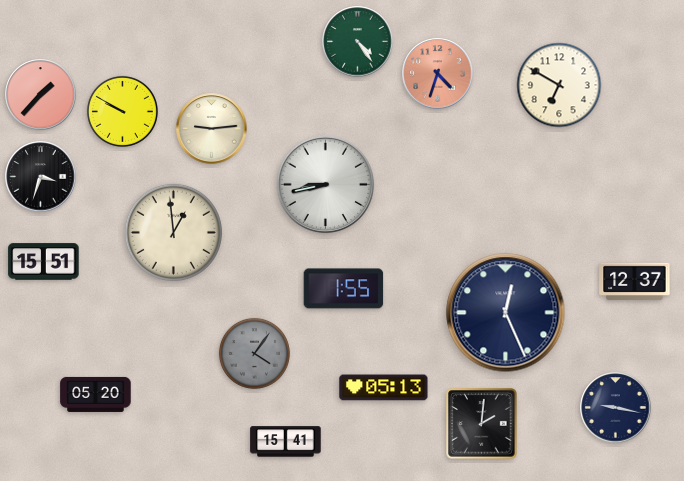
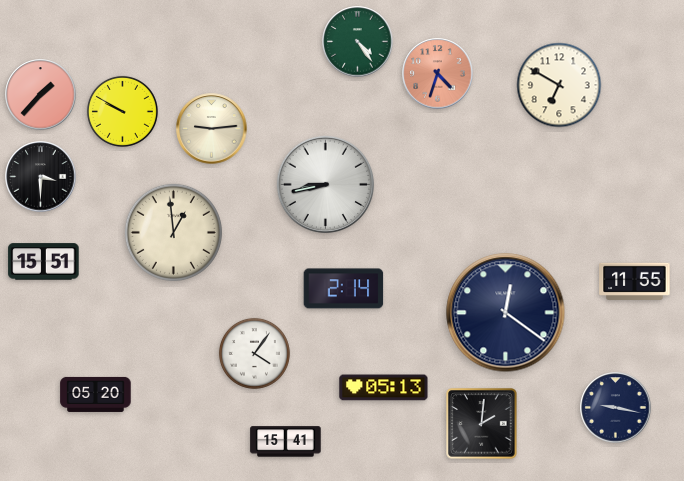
clock at (41, 177): 3:33 -> 3:30
clock at (635, 281): 12:37 -> 11:55
clock at (344, 289): 1:55 -> 2:14
clock at (506, 313): 12:26 -> 12:21
clock at (254, 353) dial: grey -> white
